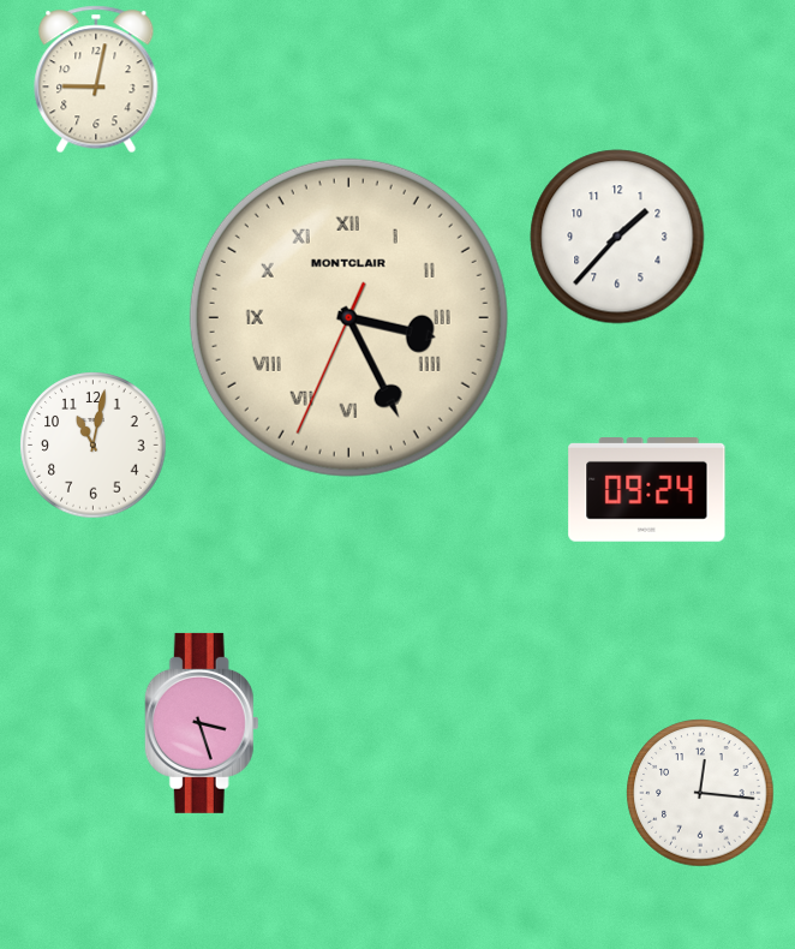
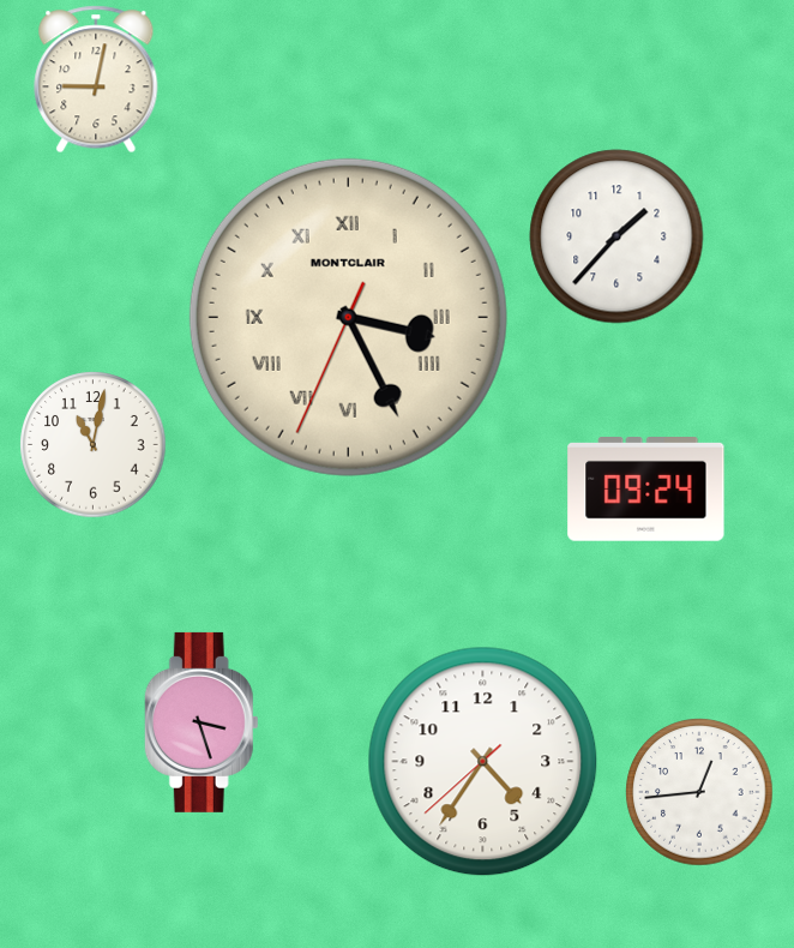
clock at (483, 762): none -> 4:35
clock at (700, 793): 12:16 -> 12:44
